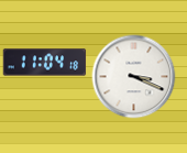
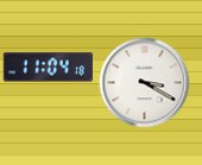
clock at (134, 77): 3:19 -> 3:20
